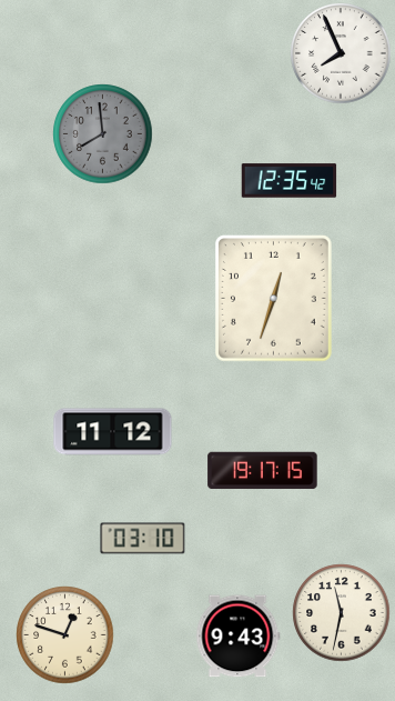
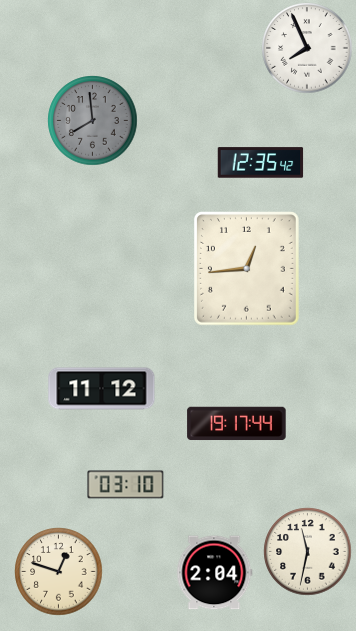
clock at (274, 299): 12:33 -> 12:44
clock at (263, 471): 19:17:15 -> 19:17:44
clock at (143, 539) position: (143, 539) -> (126, 485)
clock at (239, 637): 9:43 -> 2:04
